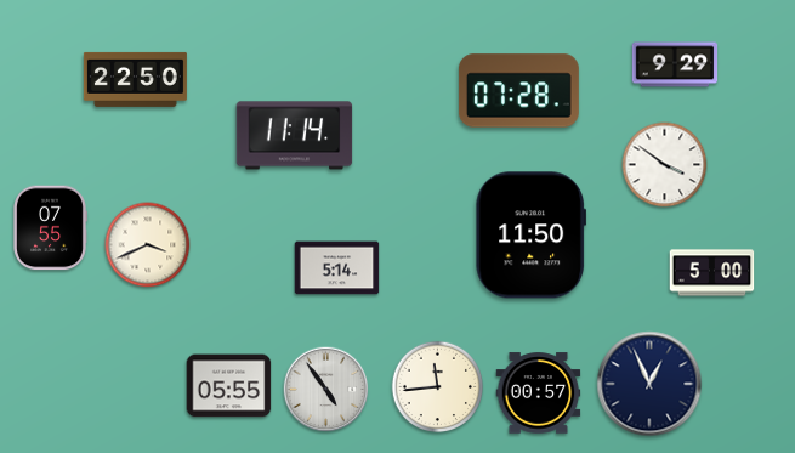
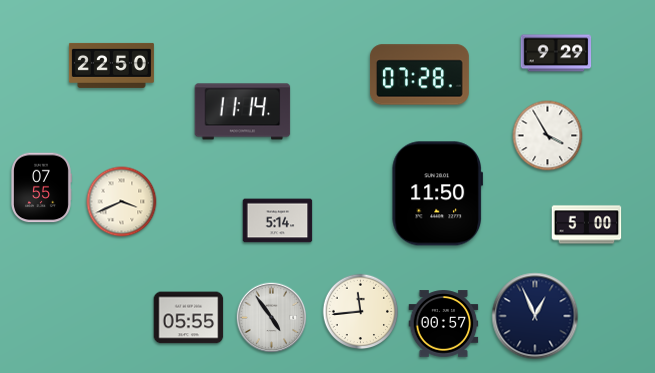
clock at (518, 91) position: (518, 91) -> (419, 75)
clock at (665, 165): 3:51 -> 3:55
clock at (438, 387) position: (438, 387) -> (361, 312)
clock at (326, 390) position: (326, 390) -> (272, 318)
